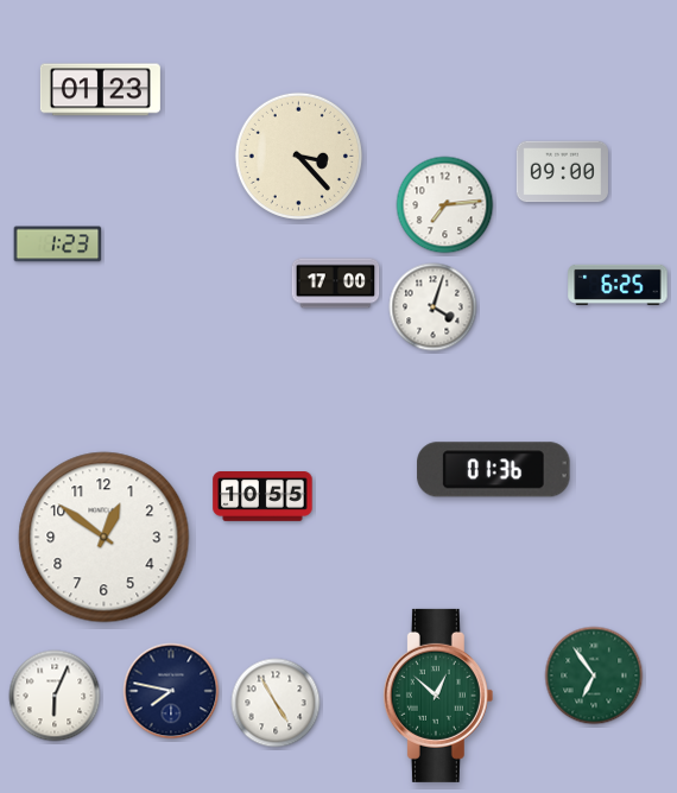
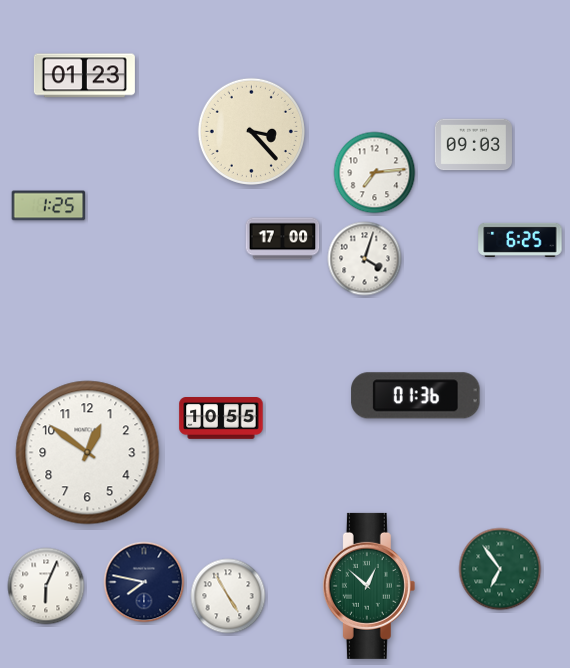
clock at (562, 172): 09:00 -> 09:03
clock at (58, 245): 1:23 -> 1:25
clock at (276, 703) position: (276, 703) -> (228, 596)
